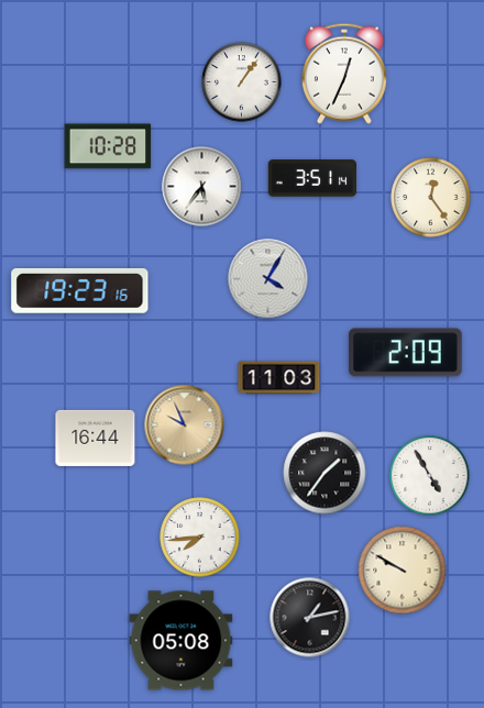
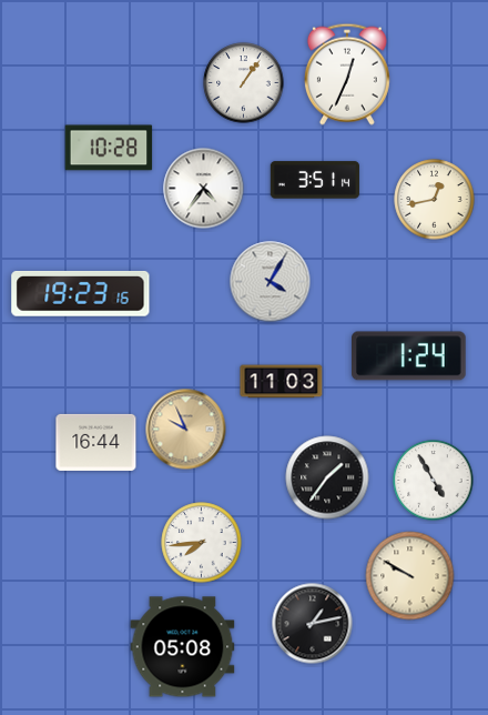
clock at (202, 187): 5:36 -> 4:36
clock at (431, 198): 12:24 -> 12:43
clock at (406, 353): 2:09 -> 1:24
clock at (403, 571) position: (403, 571) -> (410, 576)
